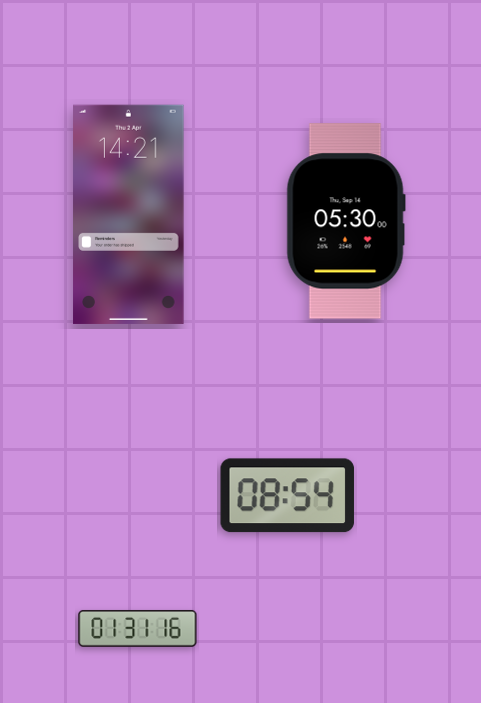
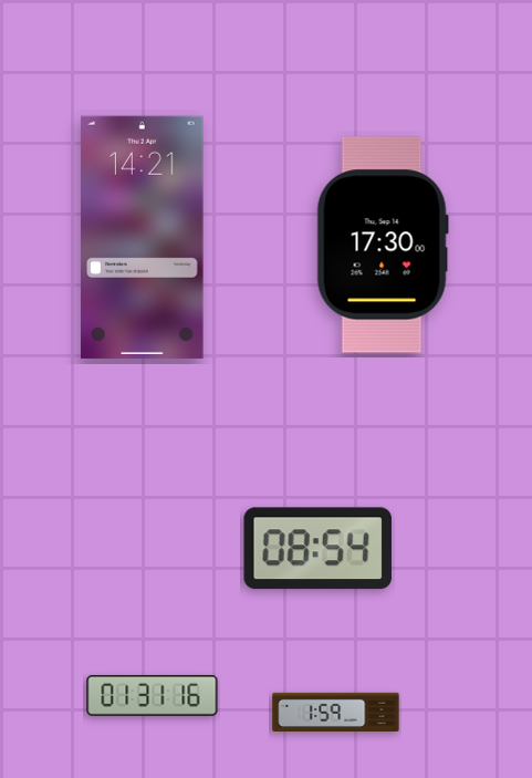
clock at (346, 221): 05:30 -> 17:30
clock at (336, 712): none -> 1:59
